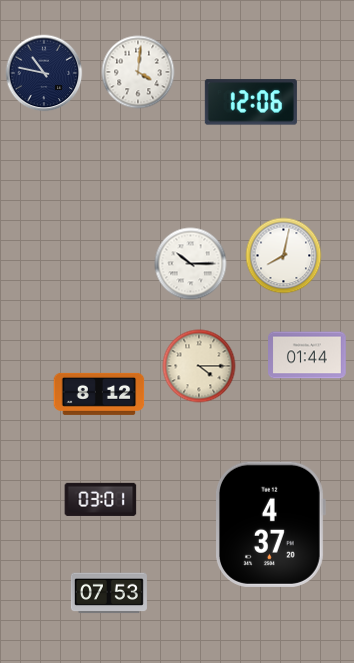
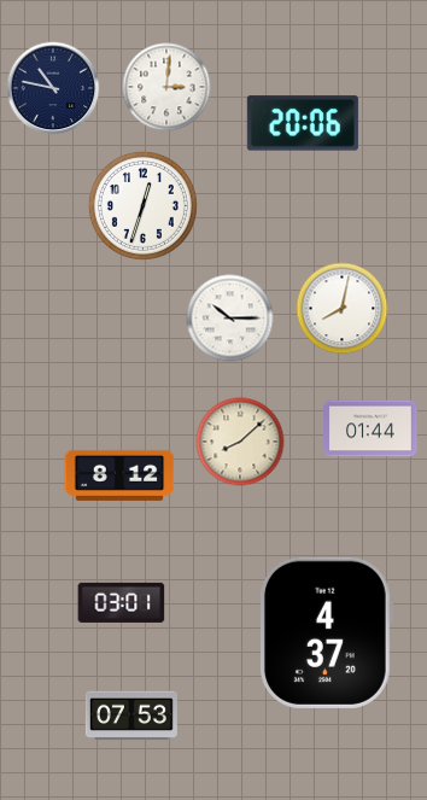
clock at (138, 72): 4:01 -> 3:01
clock at (251, 102): 12:06 -> 20:06
clock at (142, 205): none -> 12:33
clock at (199, 366): 4:15 -> 8:08
